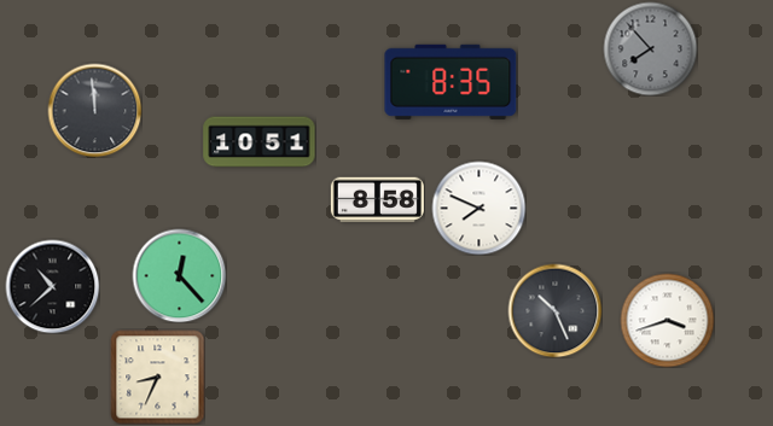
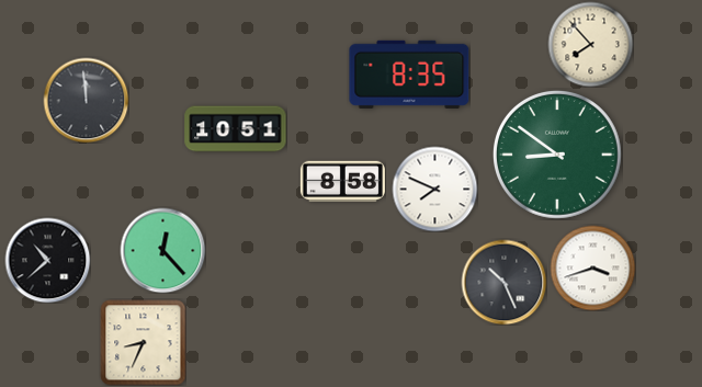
clock at (650, 48) dial: grey -> cream
clock at (557, 155): none -> 8:51
clock at (667, 320) position: (667, 320) -> (592, 268)
